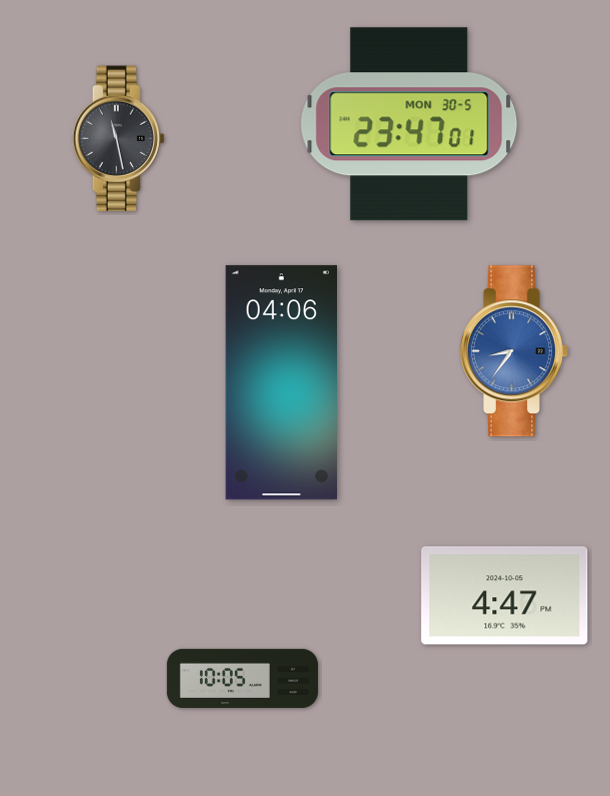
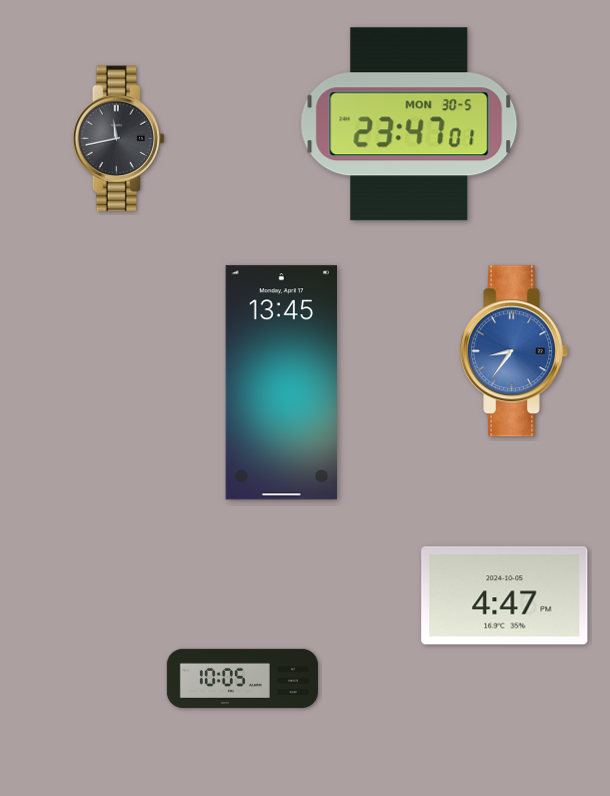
clock at (119, 139): 11:28 -> 11:43
clock at (281, 383): 04:06 -> 13:45
